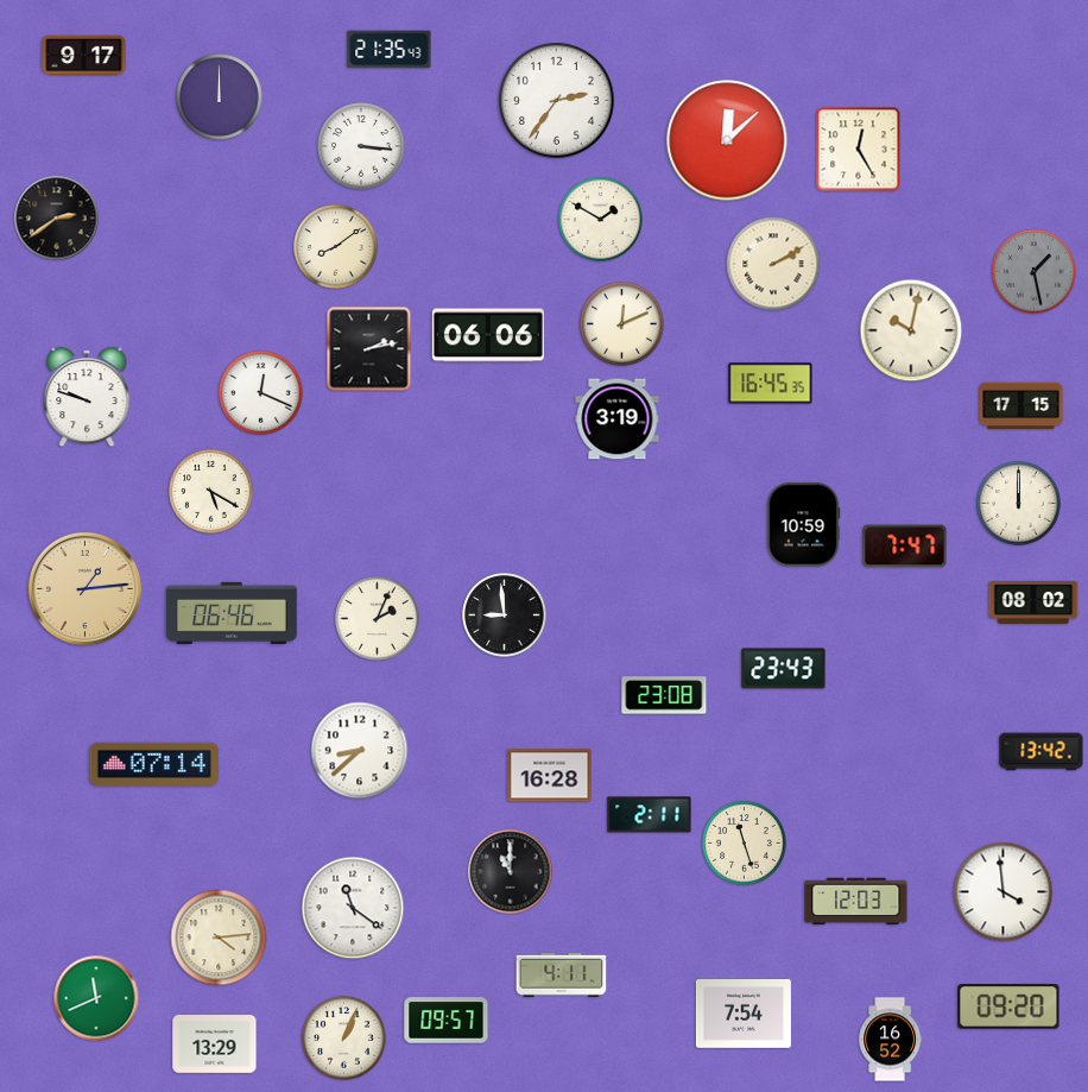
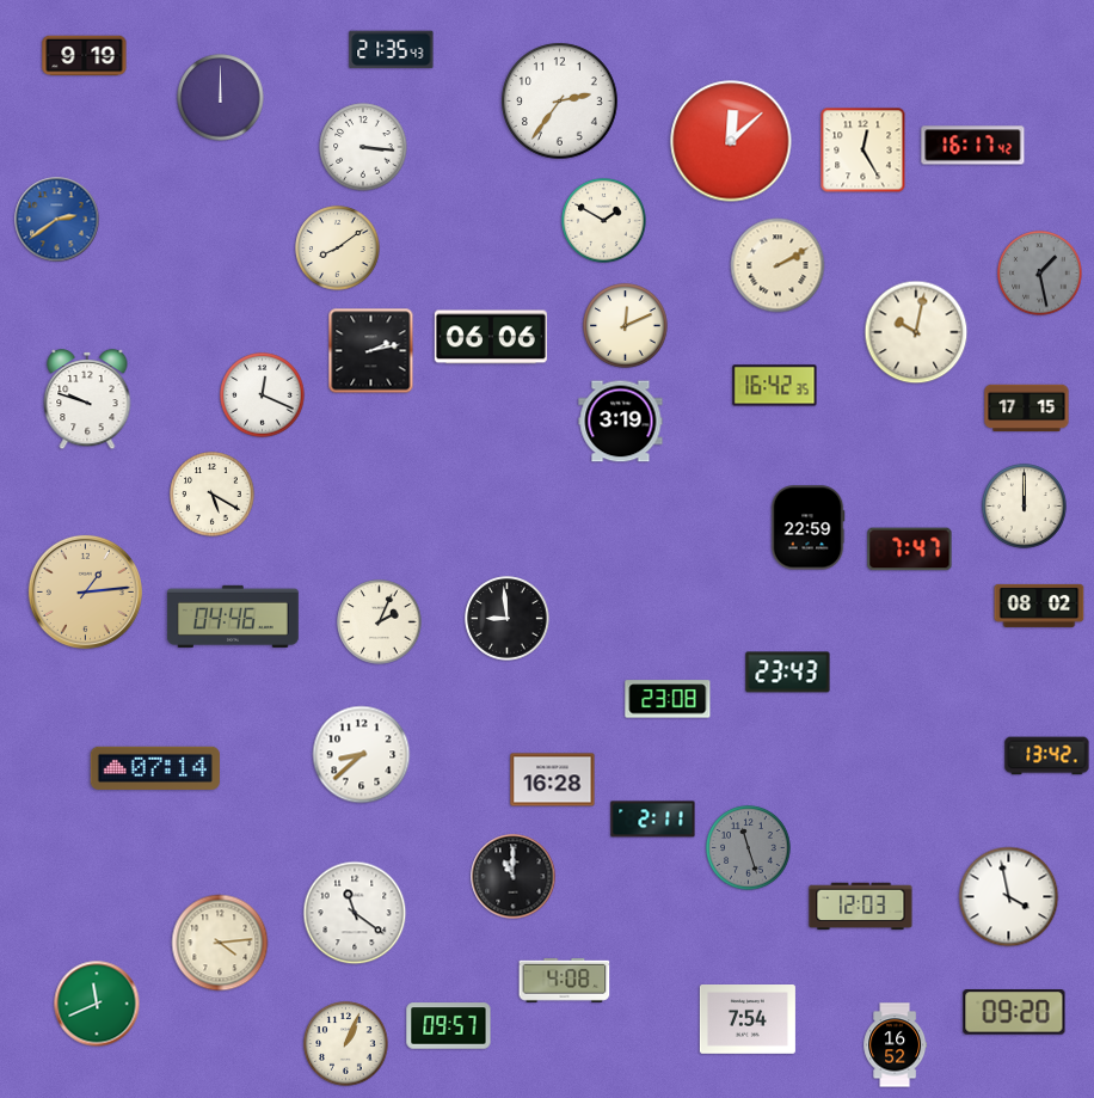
clock at (84, 56): 9:17 -> 9:19
clock at (973, 146): none -> 16:17
clock at (57, 219) dial: black -> blue
clock at (771, 384): 16:45 -> 16:42
clock at (803, 525): 10:59 -> 22:59
clock at (232, 613): 06:46 -> 04:46
clock at (745, 844) dial: cream -> grey
clock at (1004, 892): 3:59 -> 3:58
clock at (562, 974): 4:11 -> 4:08
clock at (215, 1044): 13:29 -> none
